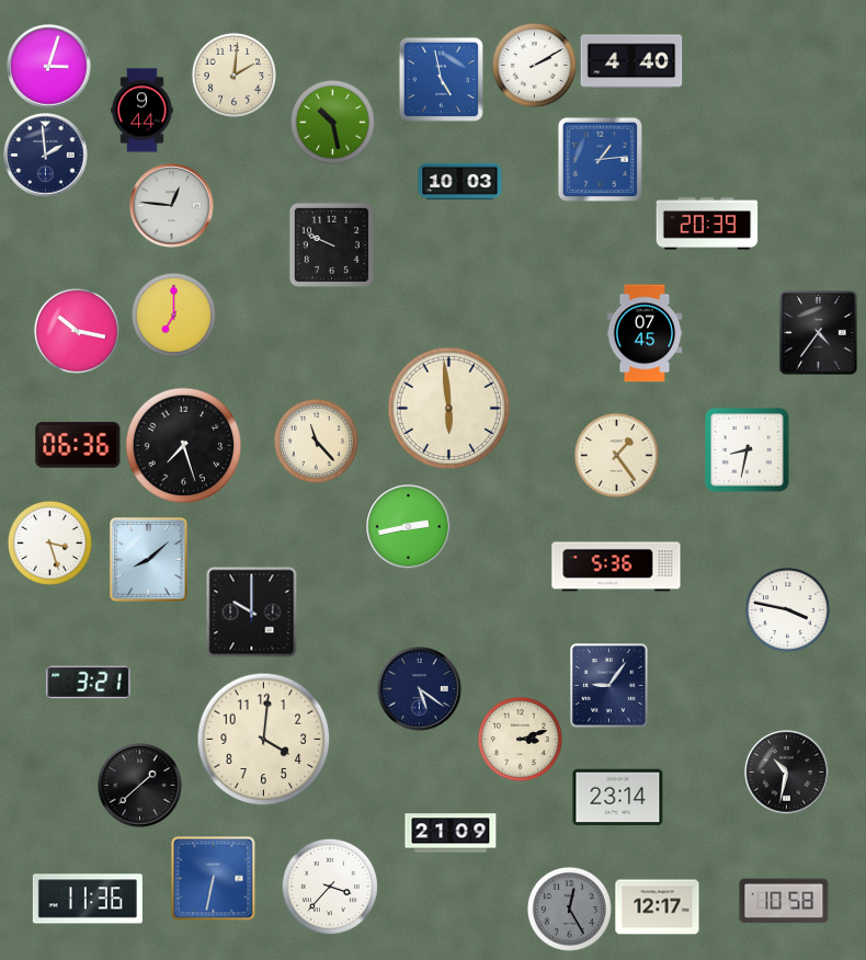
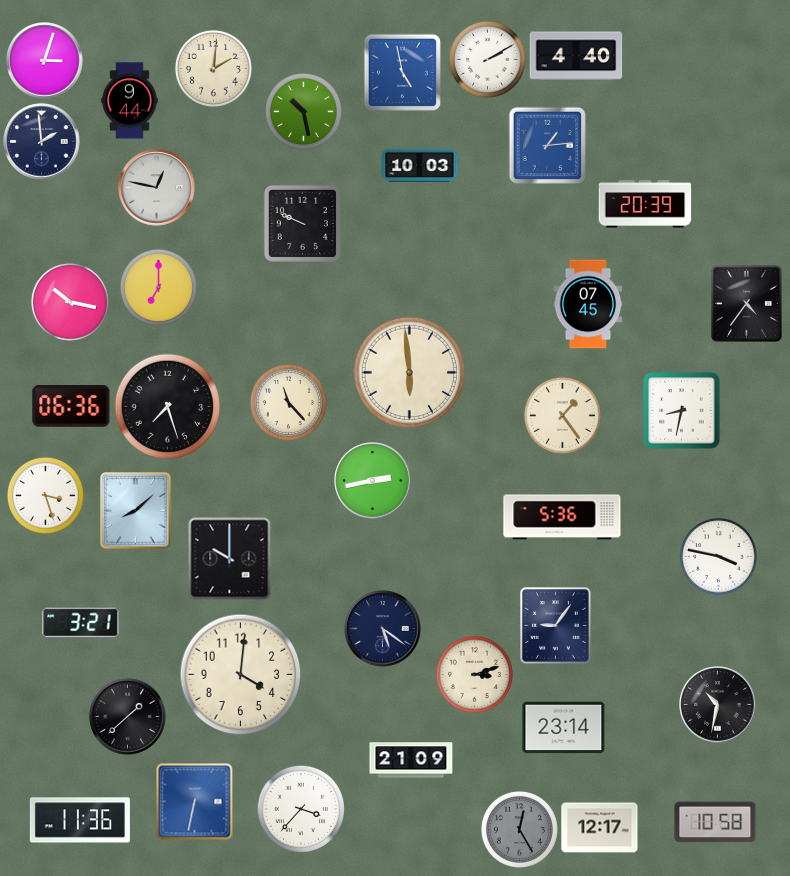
clock at (172, 206): 12:46 -> 12:47
